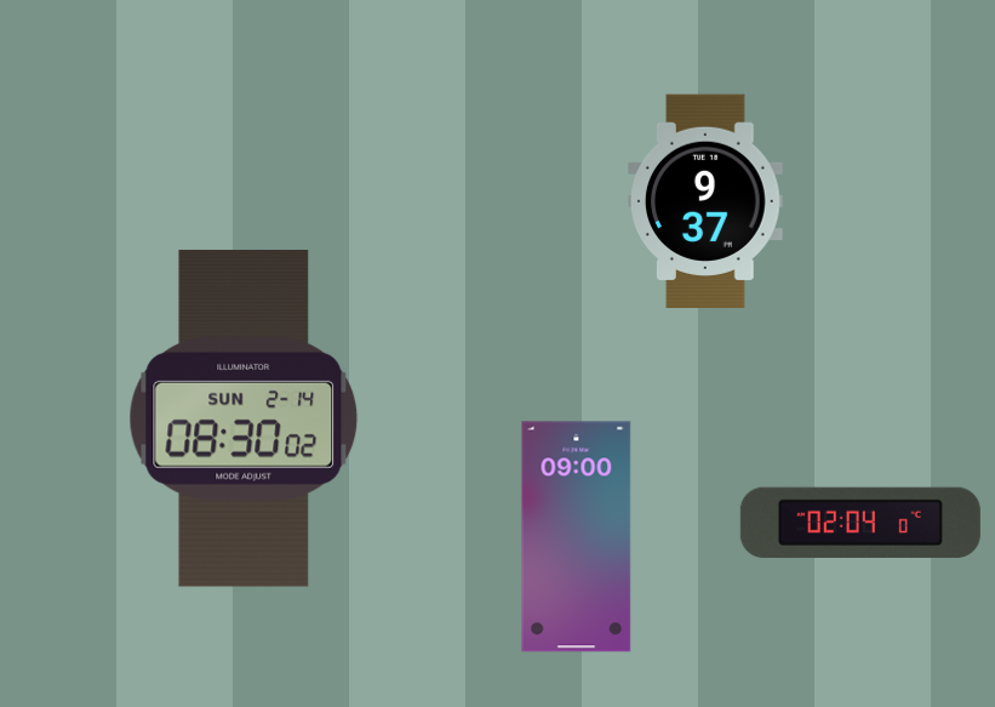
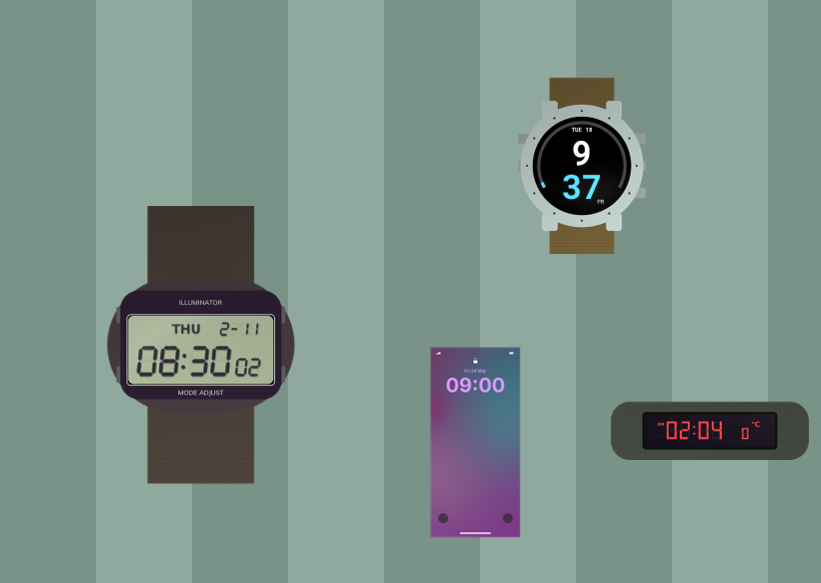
clock at (244, 418) date: SUN 2-14 -> THU 2-11
